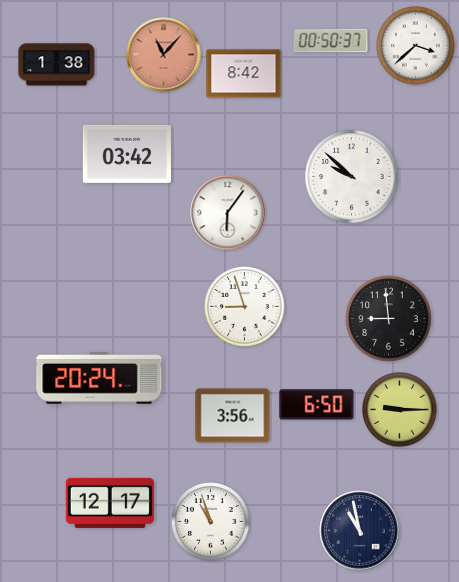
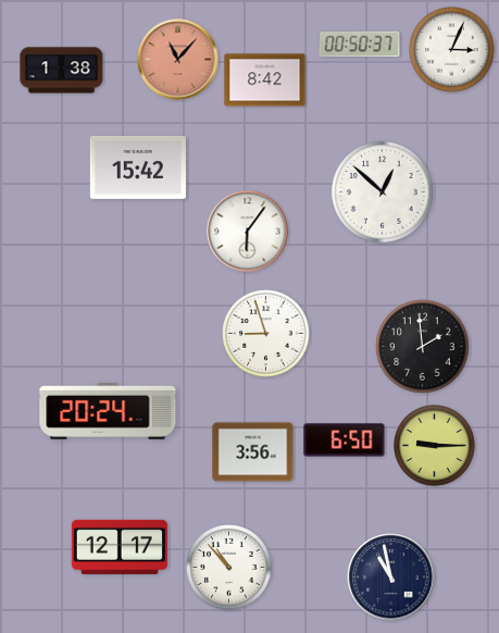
clock at (416, 46): 3:38 -> 3:04
clock at (127, 154): 03:42 -> 15:42
clock at (352, 177): 9:52 -> 12:52
clock at (389, 319): 8:59 -> 1:59
clock at (211, 522): 10:57 -> 10:53
